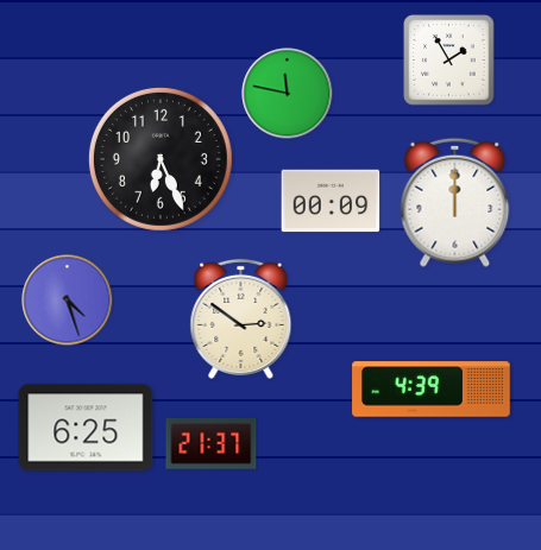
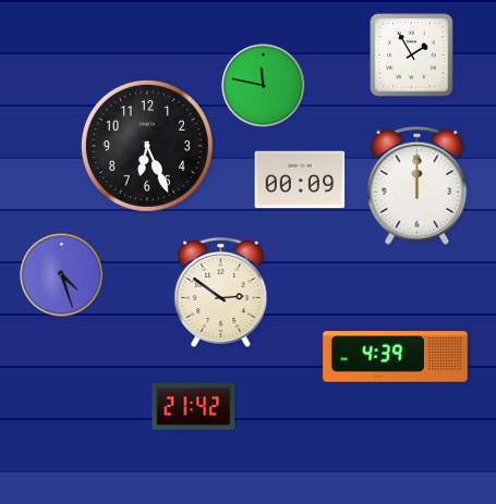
clock at (331, 201) position: (331, 201) -> (300, 180)
clock at (86, 428): 6:25 -> none
clock at (212, 444): 21:37 -> 21:42
